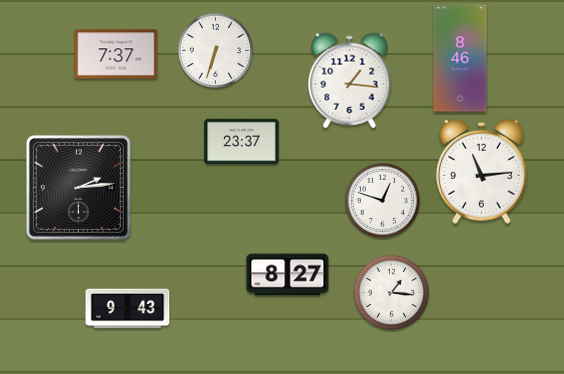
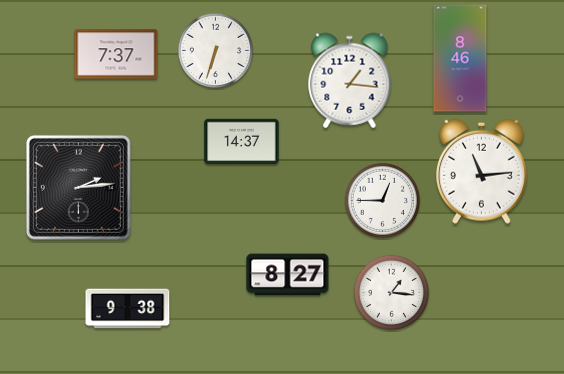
clock at (242, 142): 23:37 -> 14:37
clock at (382, 200): 12:48 -> 12:45
clock at (128, 309): 9:43 -> 9:38
